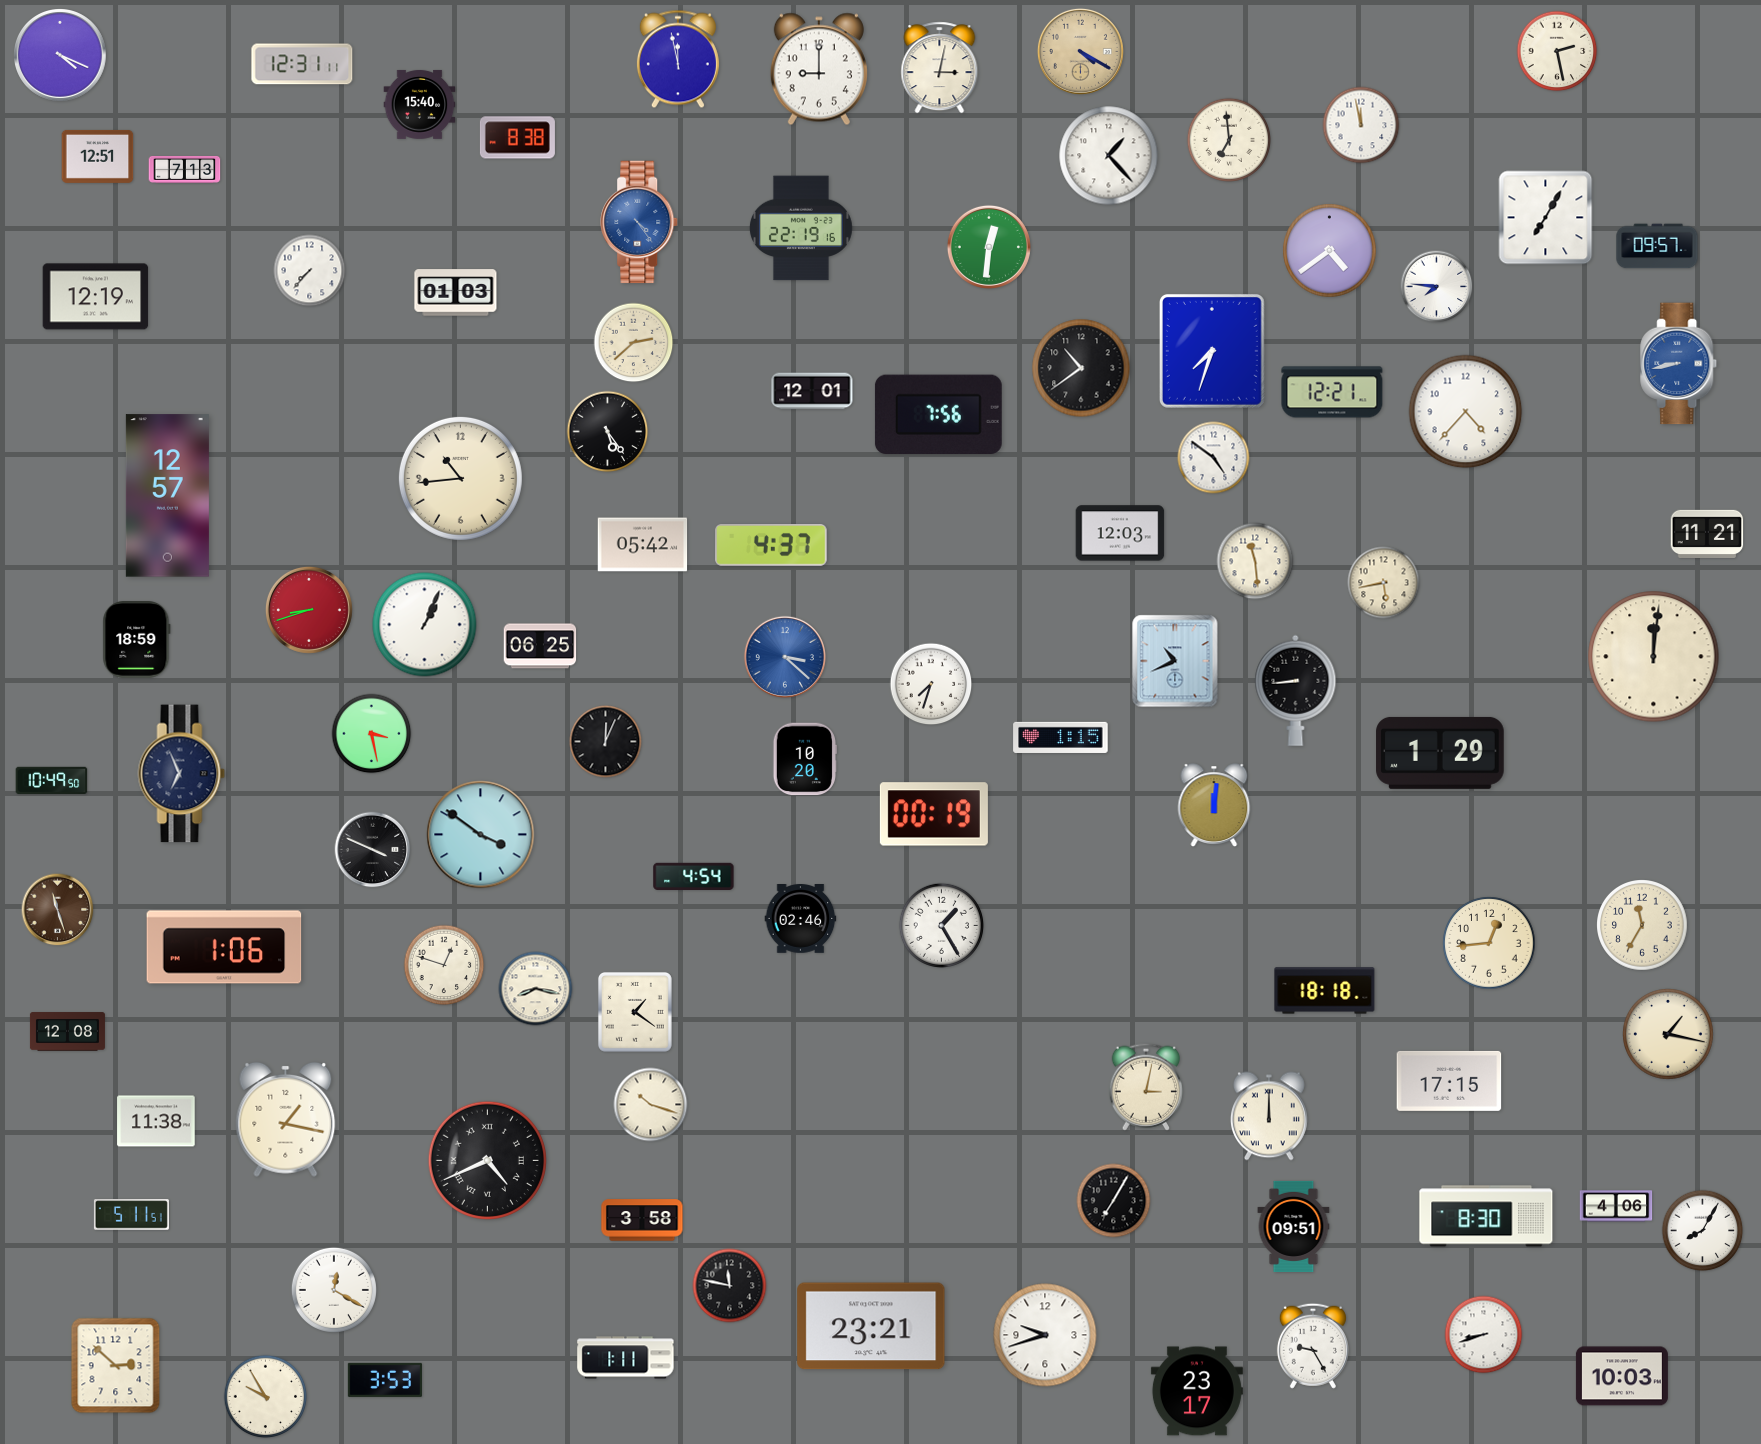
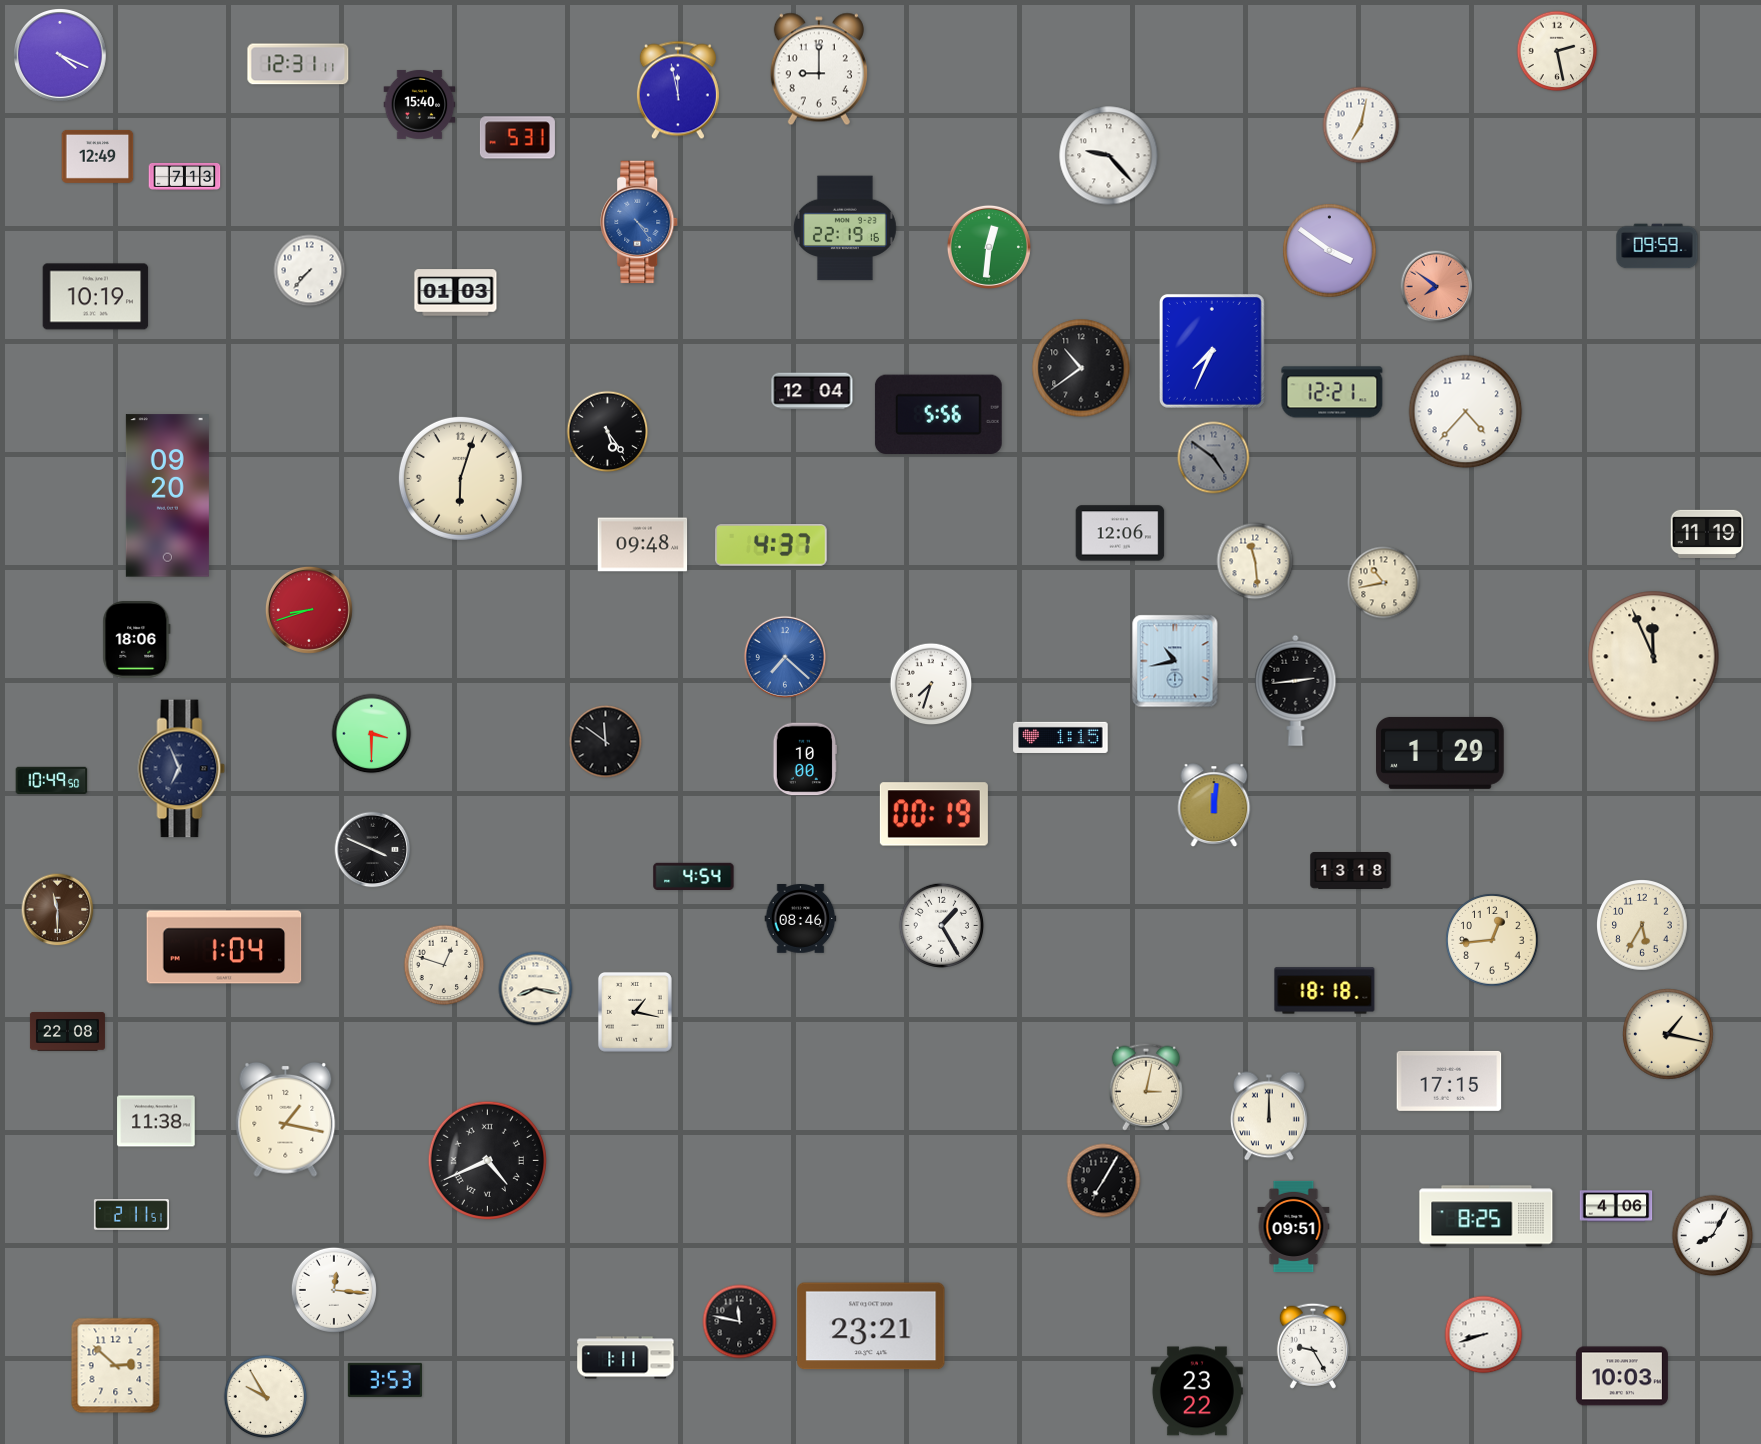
clock at (1080, 51): 4:20 -> none
clock at (678, 59) position: (678, 59) -> (678, 90)
clock at (302, 64) position: (302, 64) -> (298, 64)
clock at (940, 68): 3:02 -> none
clock at (1361, 125): 11:58 -> 7:02
clock at (517, 138): 8:38 -> 5:31
clock at (1229, 140): 6:59 -> none
clock at (98, 156): 12:51 -> 12:49
clock at (1109, 156): 1:23 -> 9:23
clock at (185, 169) position: (185, 169) -> (185, 176)
clock at (1546, 218): 7:05 -> none
clock at (801, 228) position: (801, 228) -> (845, 228)
clock at (1657, 246): 09:57 -> 09:59
clock at (1330, 251): 4:39 -> 3:51
clock at (1437, 287): 7:46 -> 7:51
clock at (1437, 287) dial: white -> salmon
clock at (96, 297): 12:19 -> 10:19
clock at (634, 343): 2:38 -> none
clock at (1212, 351): 7:33 -> 7:34
clock at (1679, 364): 8:43 -> none
clock at (812, 391): 12:01 -> 12:04
clock at (938, 415): 7:56 -> 5:56
clock at (1214, 458) dial: white -> grey
clock at (460, 478): 10:44 -> 6:03
clock at (167, 496): 12:57 -> 09:20
clock at (1120, 533): 12:03 -> 12:06
clock at (1707, 533): 11:21 -> 11:19
clock at (643, 545): 05:42 -> 09:48
clock at (1384, 583): 5:43 -> 10:43
clock at (425, 625): 1:04 -> none
clock at (137, 640): 18:59 -> 18:06
clock at (540, 646): 06:25 -> none
clock at (785, 657): 3:22 -> 7:22
clock at (1654, 657): 12:01 -> 11:56
clock at (1175, 661): 10:41 -> 10:43
clock at (1296, 690): 8:44 -> 2:44
clock at (372, 734): 3:28 -> 3:30
clock at (606, 742): 12:04 -> 11:51
clock at (805, 759): 10:20 -> 10:00
clock at (182, 774) position: (182, 774) -> (182, 769)
clock at (481, 835): 3:51 -> none
clock at (1351, 871): none -> 13:18
clock at (58, 910): 11:27 -> 11:30
clock at (801, 919): 02:46 -> 08:46
clock at (1643, 926): 11:35 -> 5:35
clock at (1489, 943) position: (1489, 943) -> (1492, 940)
clock at (224, 947): 1:06 -> 1:04
clock at (635, 1012): 1:21 -> 1:17
clock at (67, 1032): 12:08 -> 22:08
clock at (651, 1105): 10:18 -> none
clock at (1114, 1201) position: (1114, 1201) -> (1104, 1181)
clock at (131, 1215): 5:11 -> 2:11
clock at (1486, 1216): 8:30 -> 8:25
clock at (642, 1220): 3:58 -> none
clock at (1703, 1231) position: (1703, 1231) -> (1713, 1236)
clock at (730, 1286) position: (730, 1286) -> (740, 1322)
clock at (334, 1290): 12:20 -> 12:16
clock at (1045, 1335): 9:42 -> none
clock at (1197, 1391): 23:17 -> 23:22
